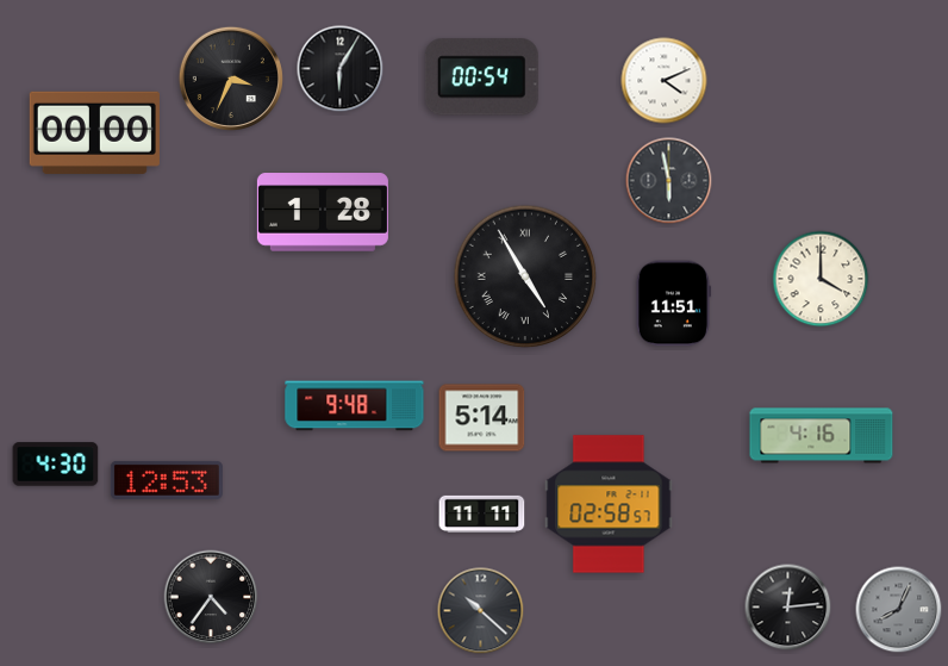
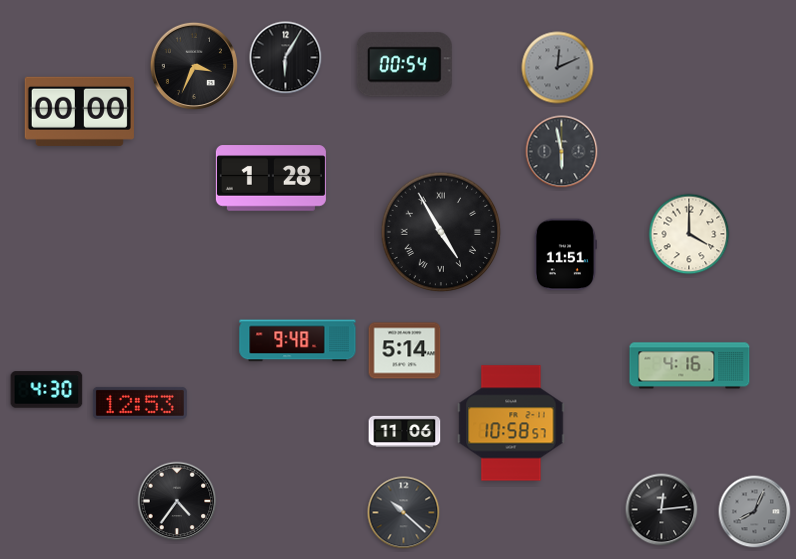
clock at (665, 81): 4:11 -> 12:11
clock at (665, 81) dial: white -> grey
clock at (609, 504): 02:58 -> 10:58
clock at (482, 513): 11:11 -> 11:06
